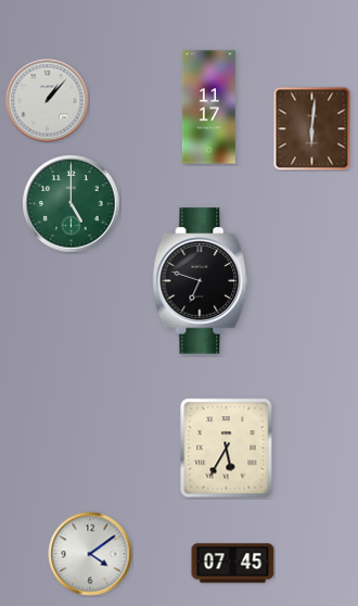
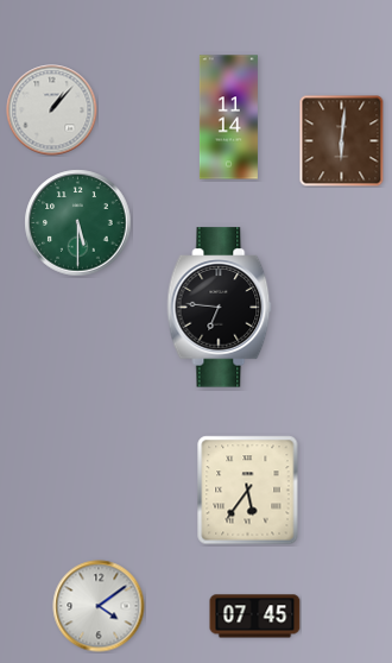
clock at (208, 108): 11:17 -> 11:14
clock at (72, 204): 5:00 -> 5:30
clock at (201, 281): 6:48 -> 6:46
clock at (227, 449): 5:35 -> 5:36
